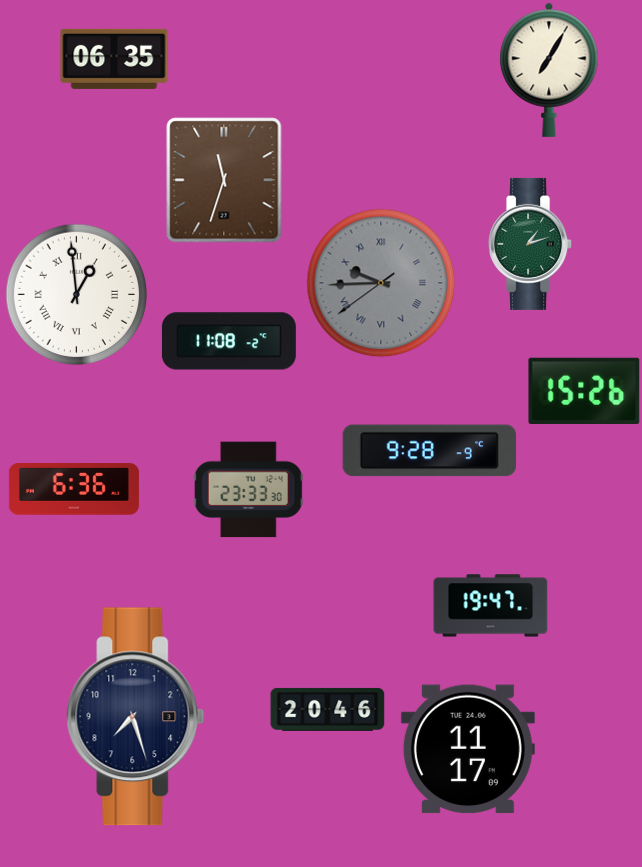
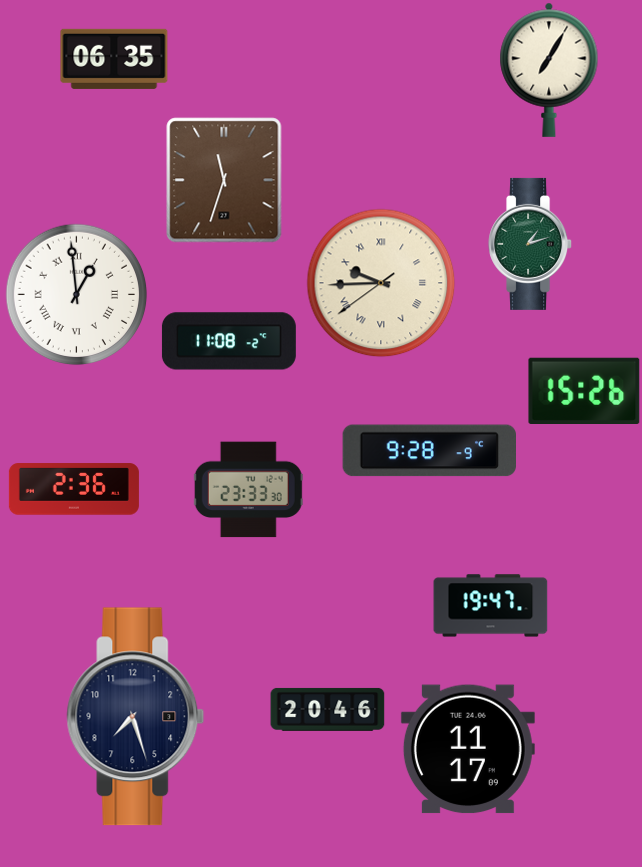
clock at (381, 283) dial: grey -> cream
clock at (74, 489): 6:36 -> 2:36
